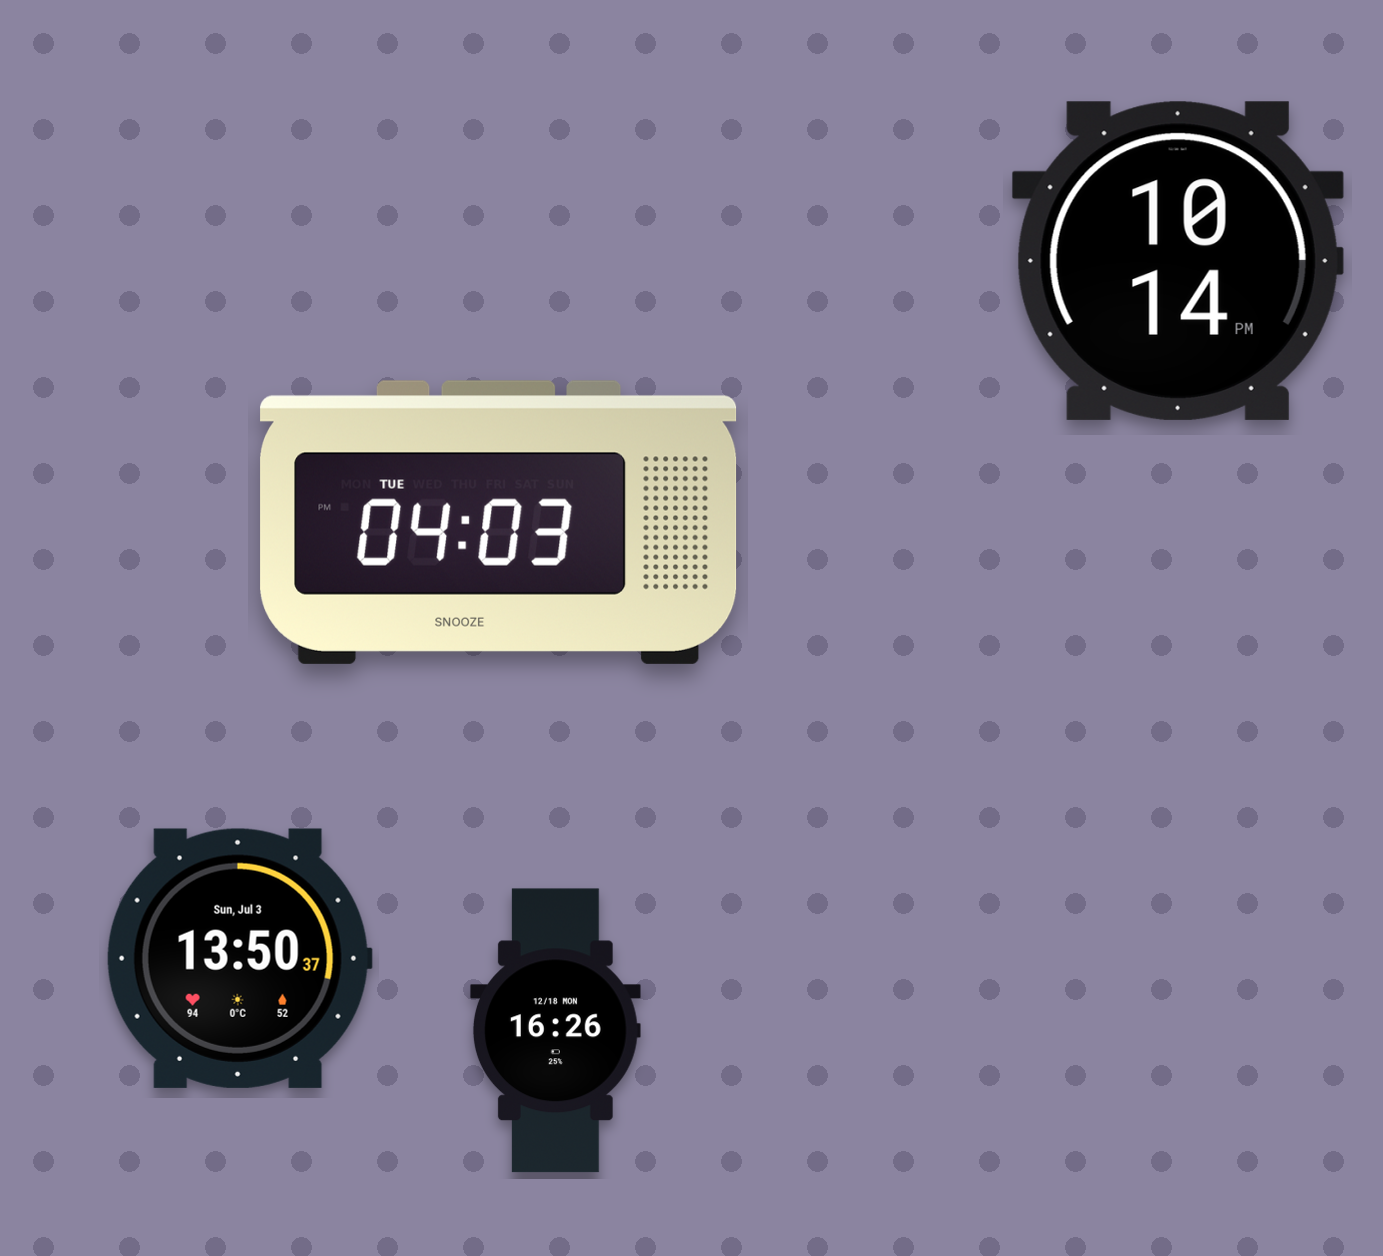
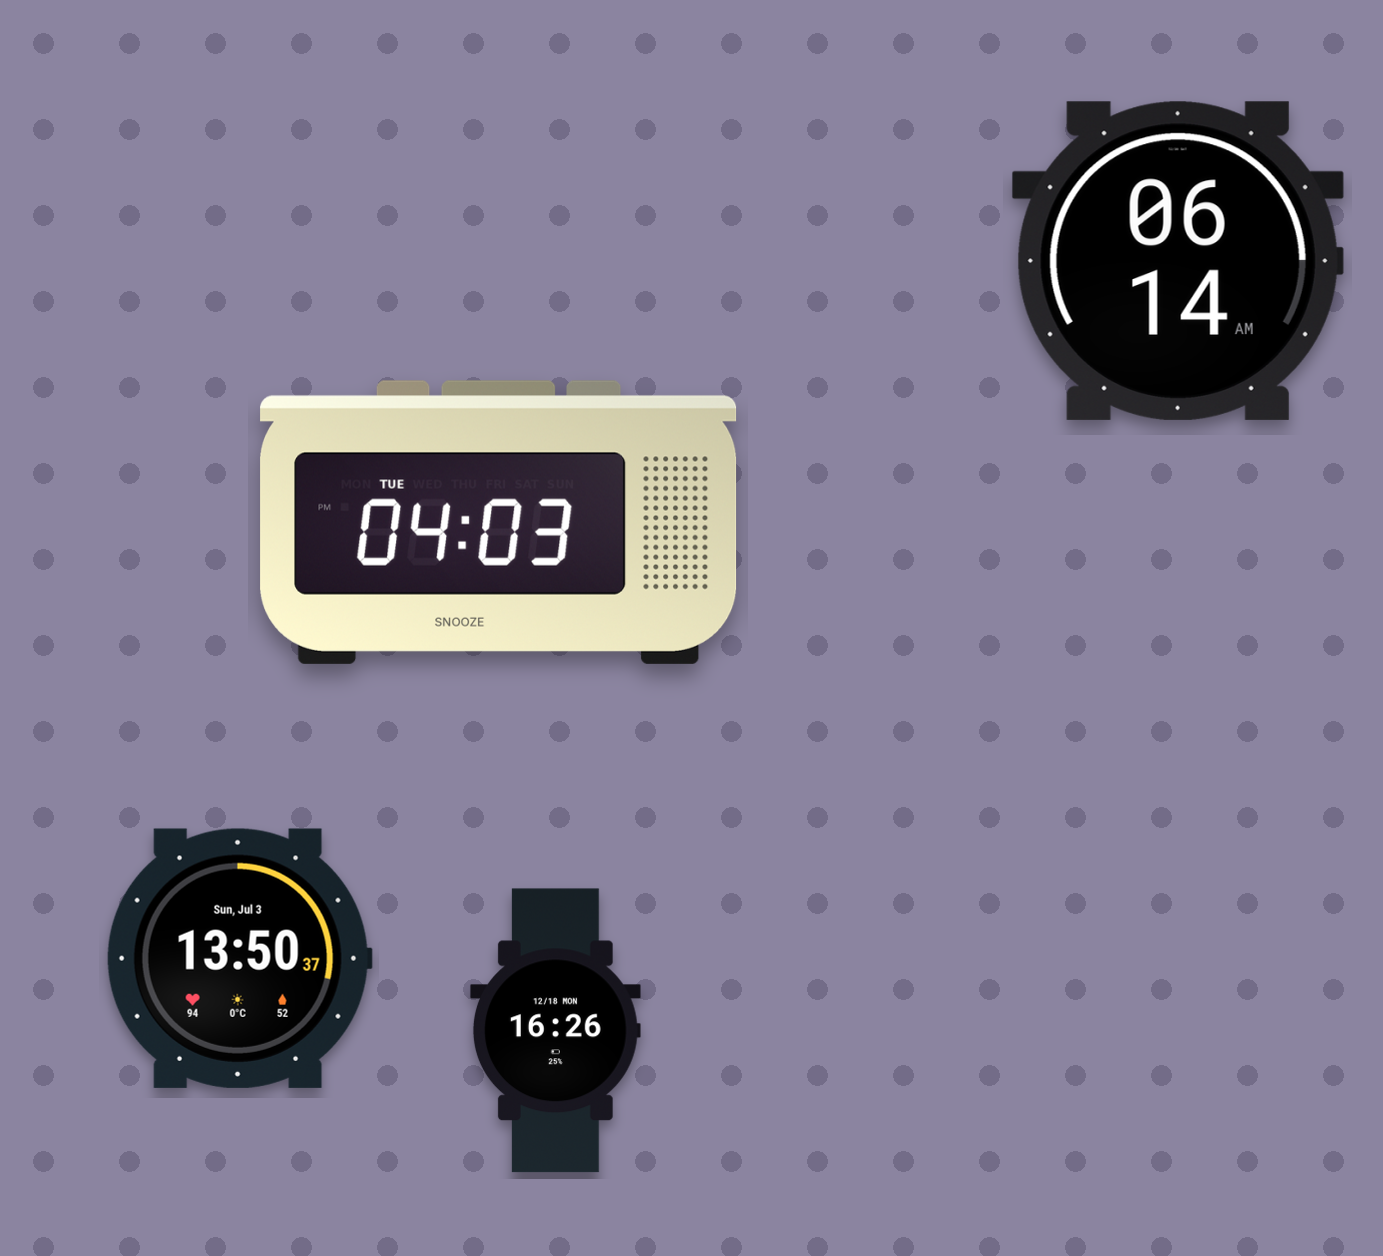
clock at (1178, 261): 10:14 -> 06:14
